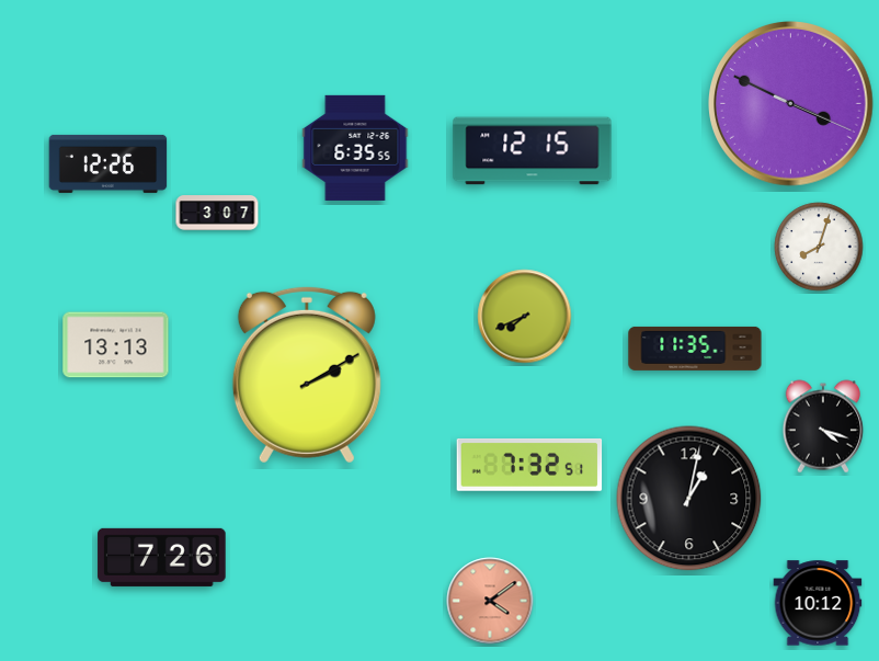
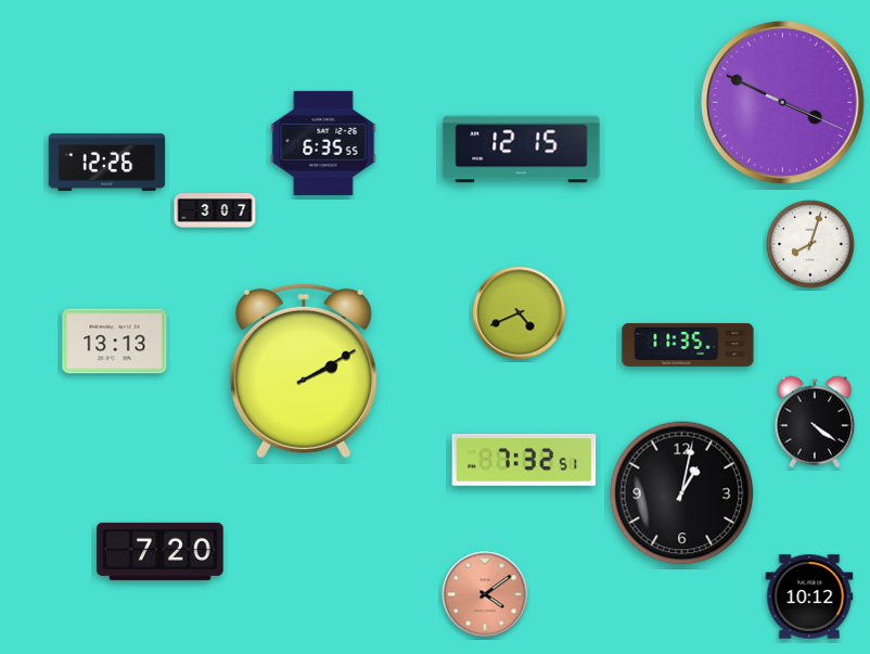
clock at (355, 148) position: (355, 148) -> (323, 143)
clock at (533, 151) position: (533, 151) -> (522, 150)
clock at (525, 317): 7:41 -> 4:41
clock at (822, 426): 4:18 -> 4:21
clock at (162, 557): 7:26 -> 7:20
